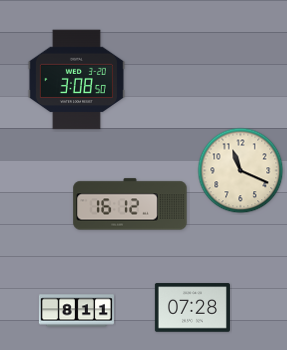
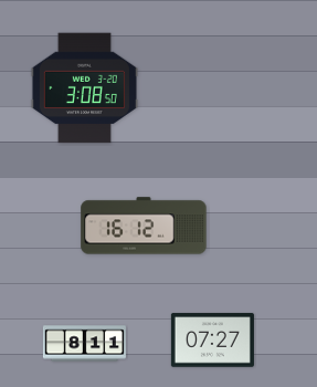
clock at (241, 171): 11:19 -> none
clock at (192, 308): 07:28 -> 07:27
